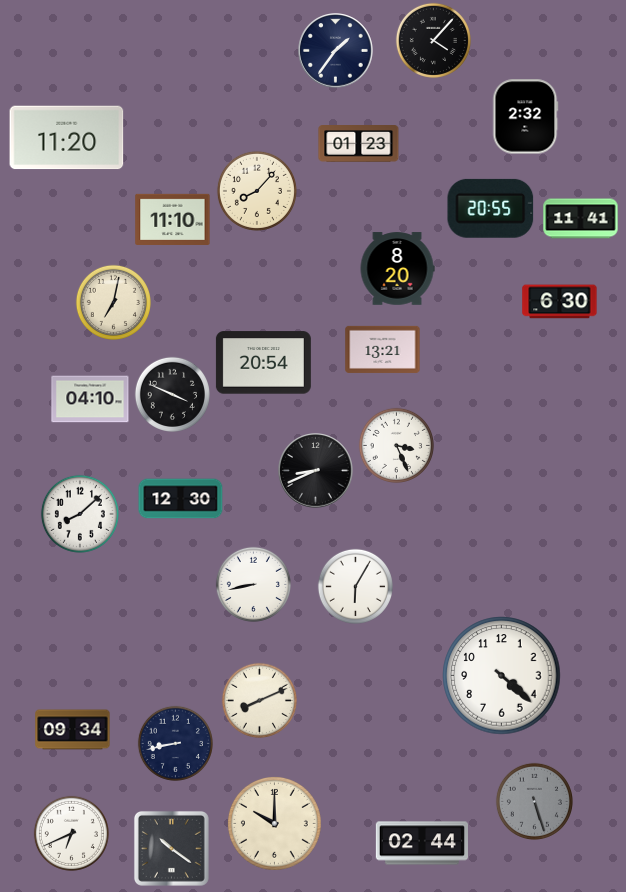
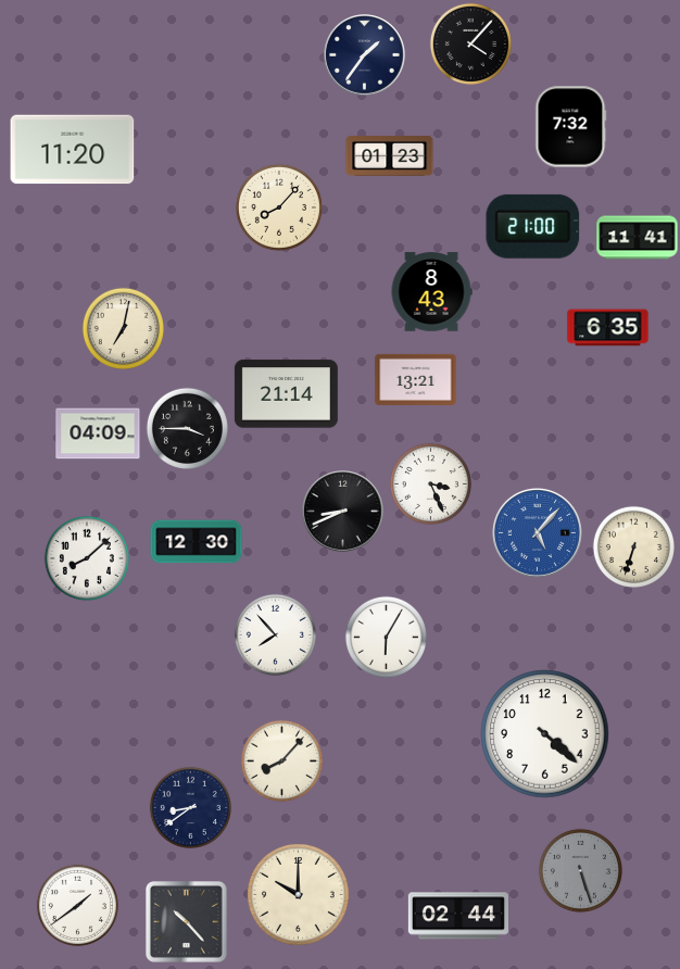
clock at (526, 117): 2:32 -> 7:32
clock at (491, 208): 20:55 -> 21:00
clock at (173, 219): 11:10 -> none
clock at (581, 219) position: (581, 219) -> (638, 238)
clock at (397, 269): 8:20 -> 8:43
clock at (560, 302): 6:30 -> 6:35
clock at (263, 363): 20:54 -> 21:14
clock at (172, 394): 3:49 -> 3:45
clock at (90, 399): 04:10 -> 04:09
clock at (538, 533): none -> 5:07
clock at (633, 546): none -> 6:33
clock at (253, 584): 8:43 -> 7:53
clock at (259, 700): 8:11 -> 8:07
clock at (73, 730): 09:34 -> none
clock at (175, 743): 8:43 -> 8:39
clock at (71, 833): 6:41 -> 1:39
clock at (171, 848): 10:21 -> 10:23
